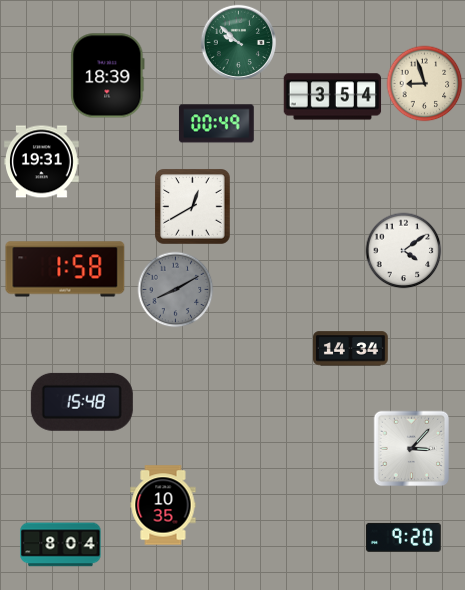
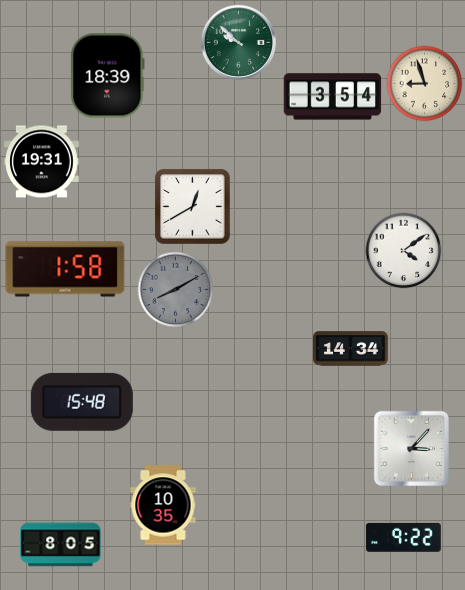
clock at (216, 124): 00:49 -> none
clock at (403, 537): 9:20 -> 9:22
clock at (61, 545): 8:04 -> 8:05
